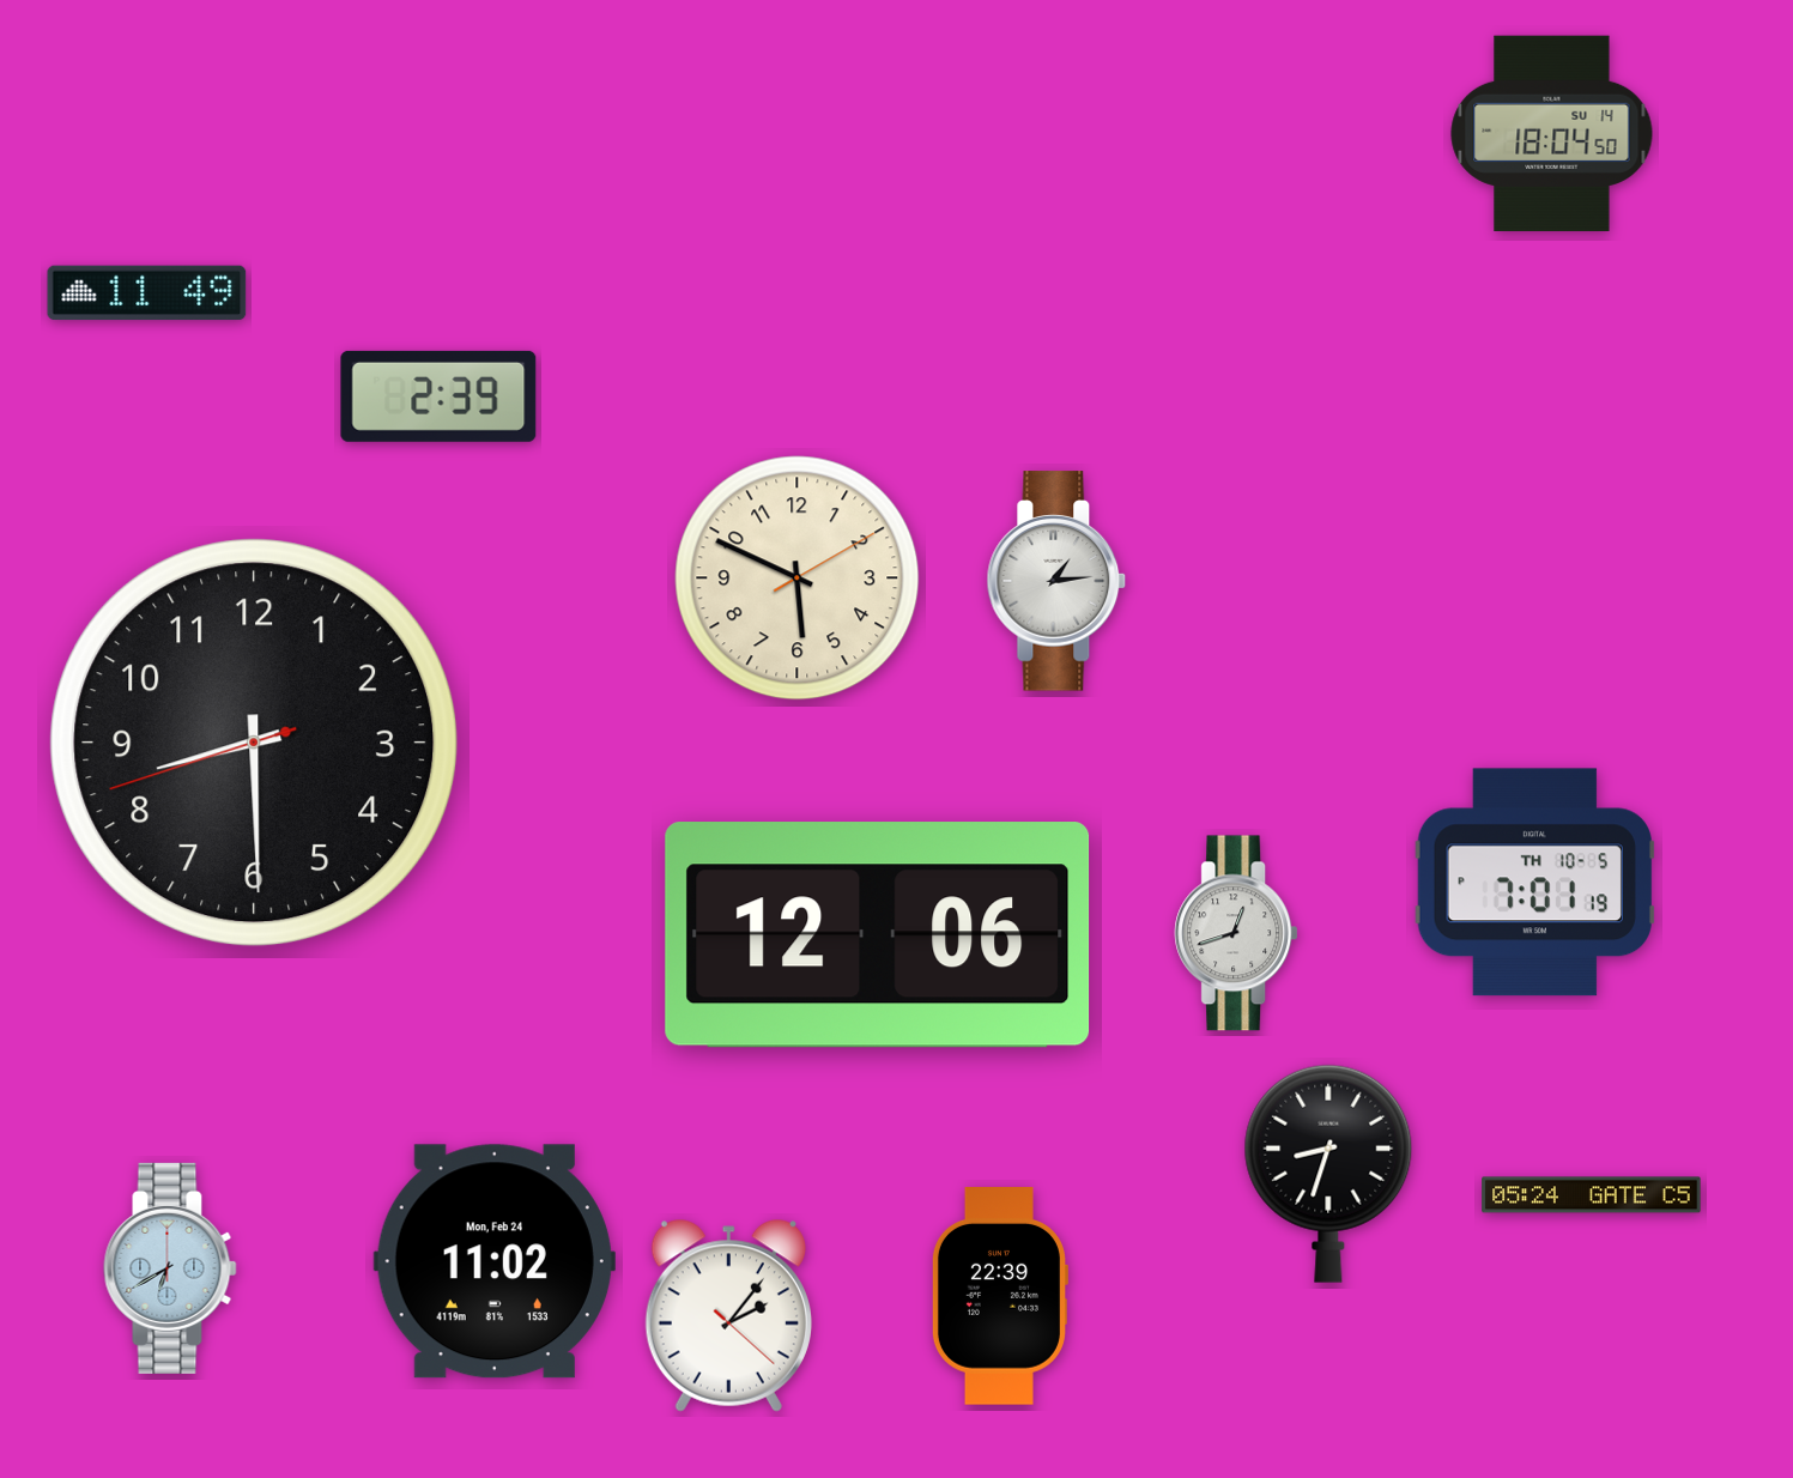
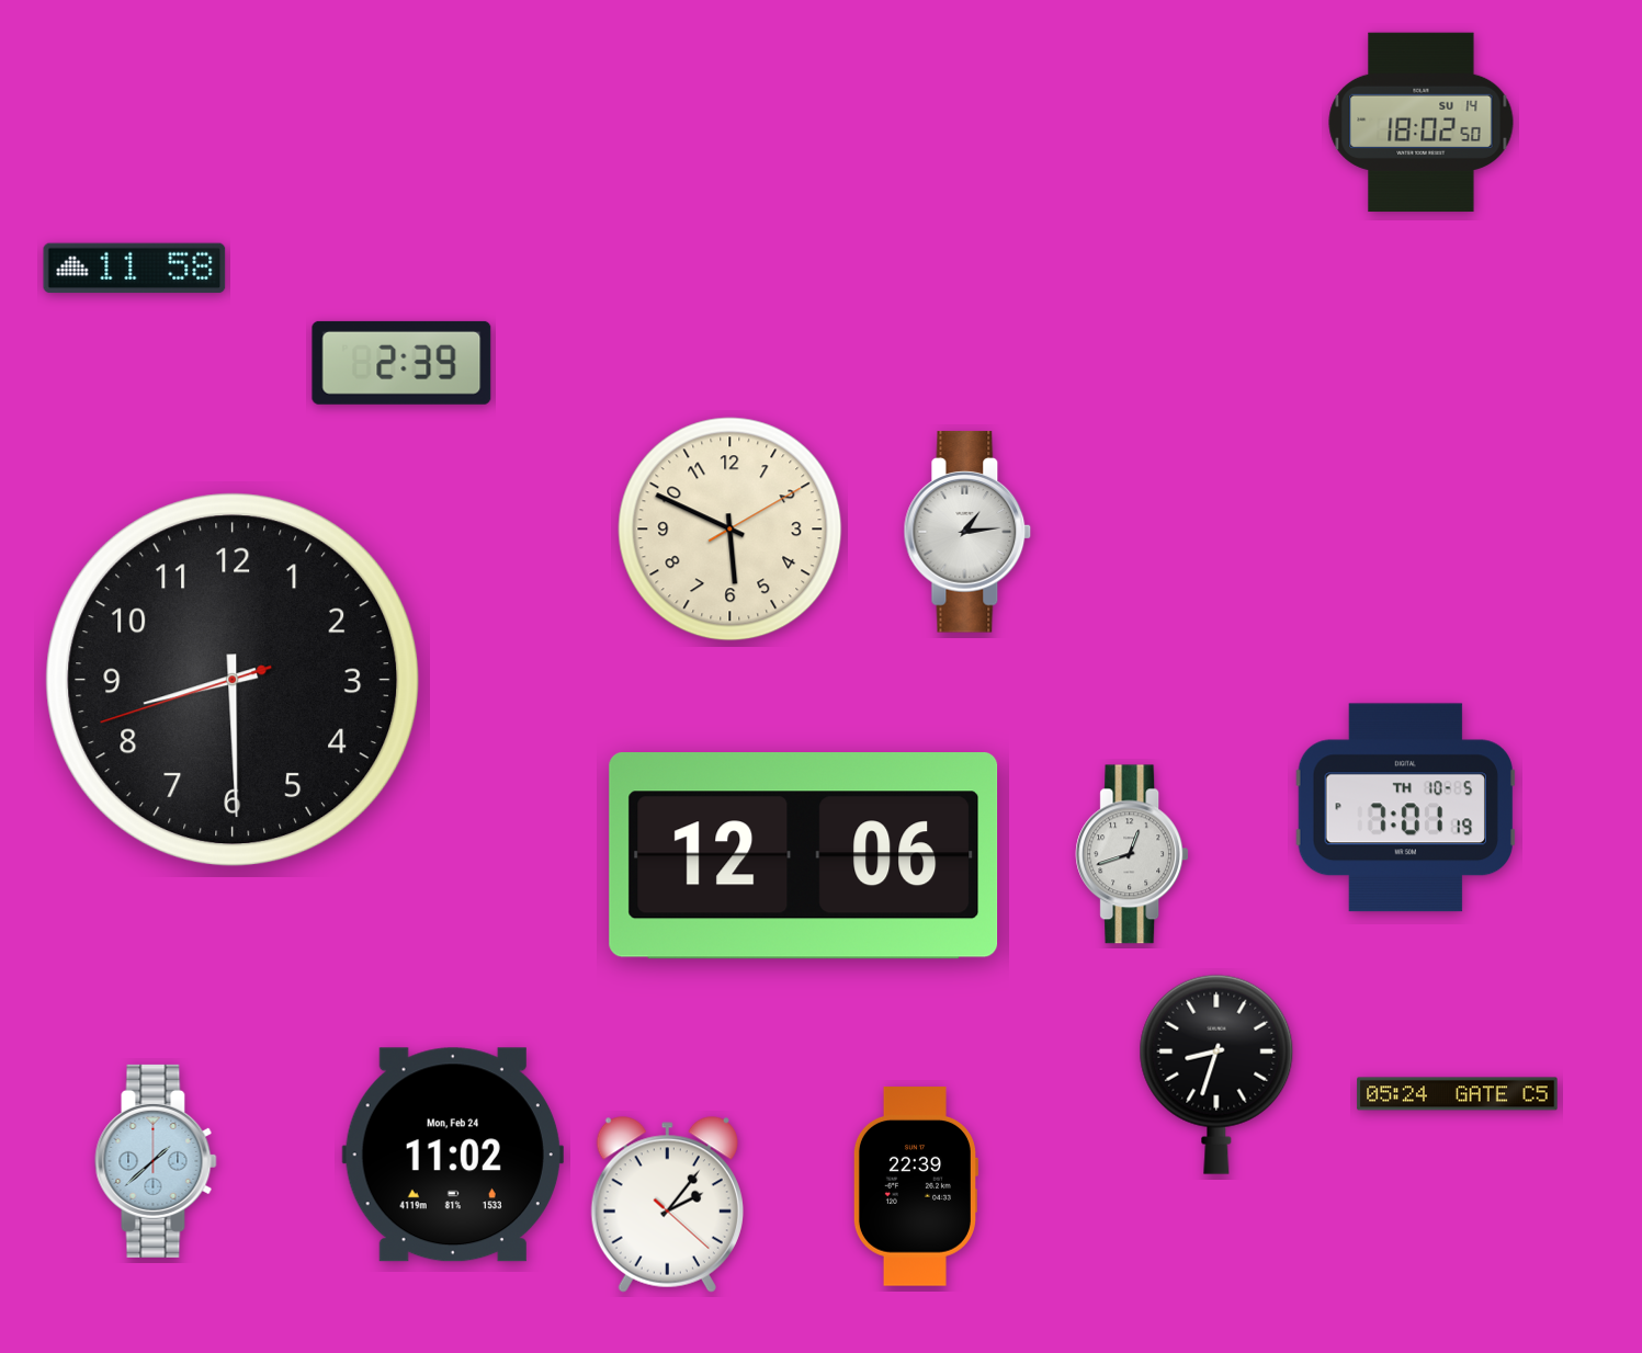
clock at (1552, 134): 18:04 -> 18:02
clock at (147, 293): 11:49 -> 11:58
clock at (170, 1268): 6:40 -> 1:38
